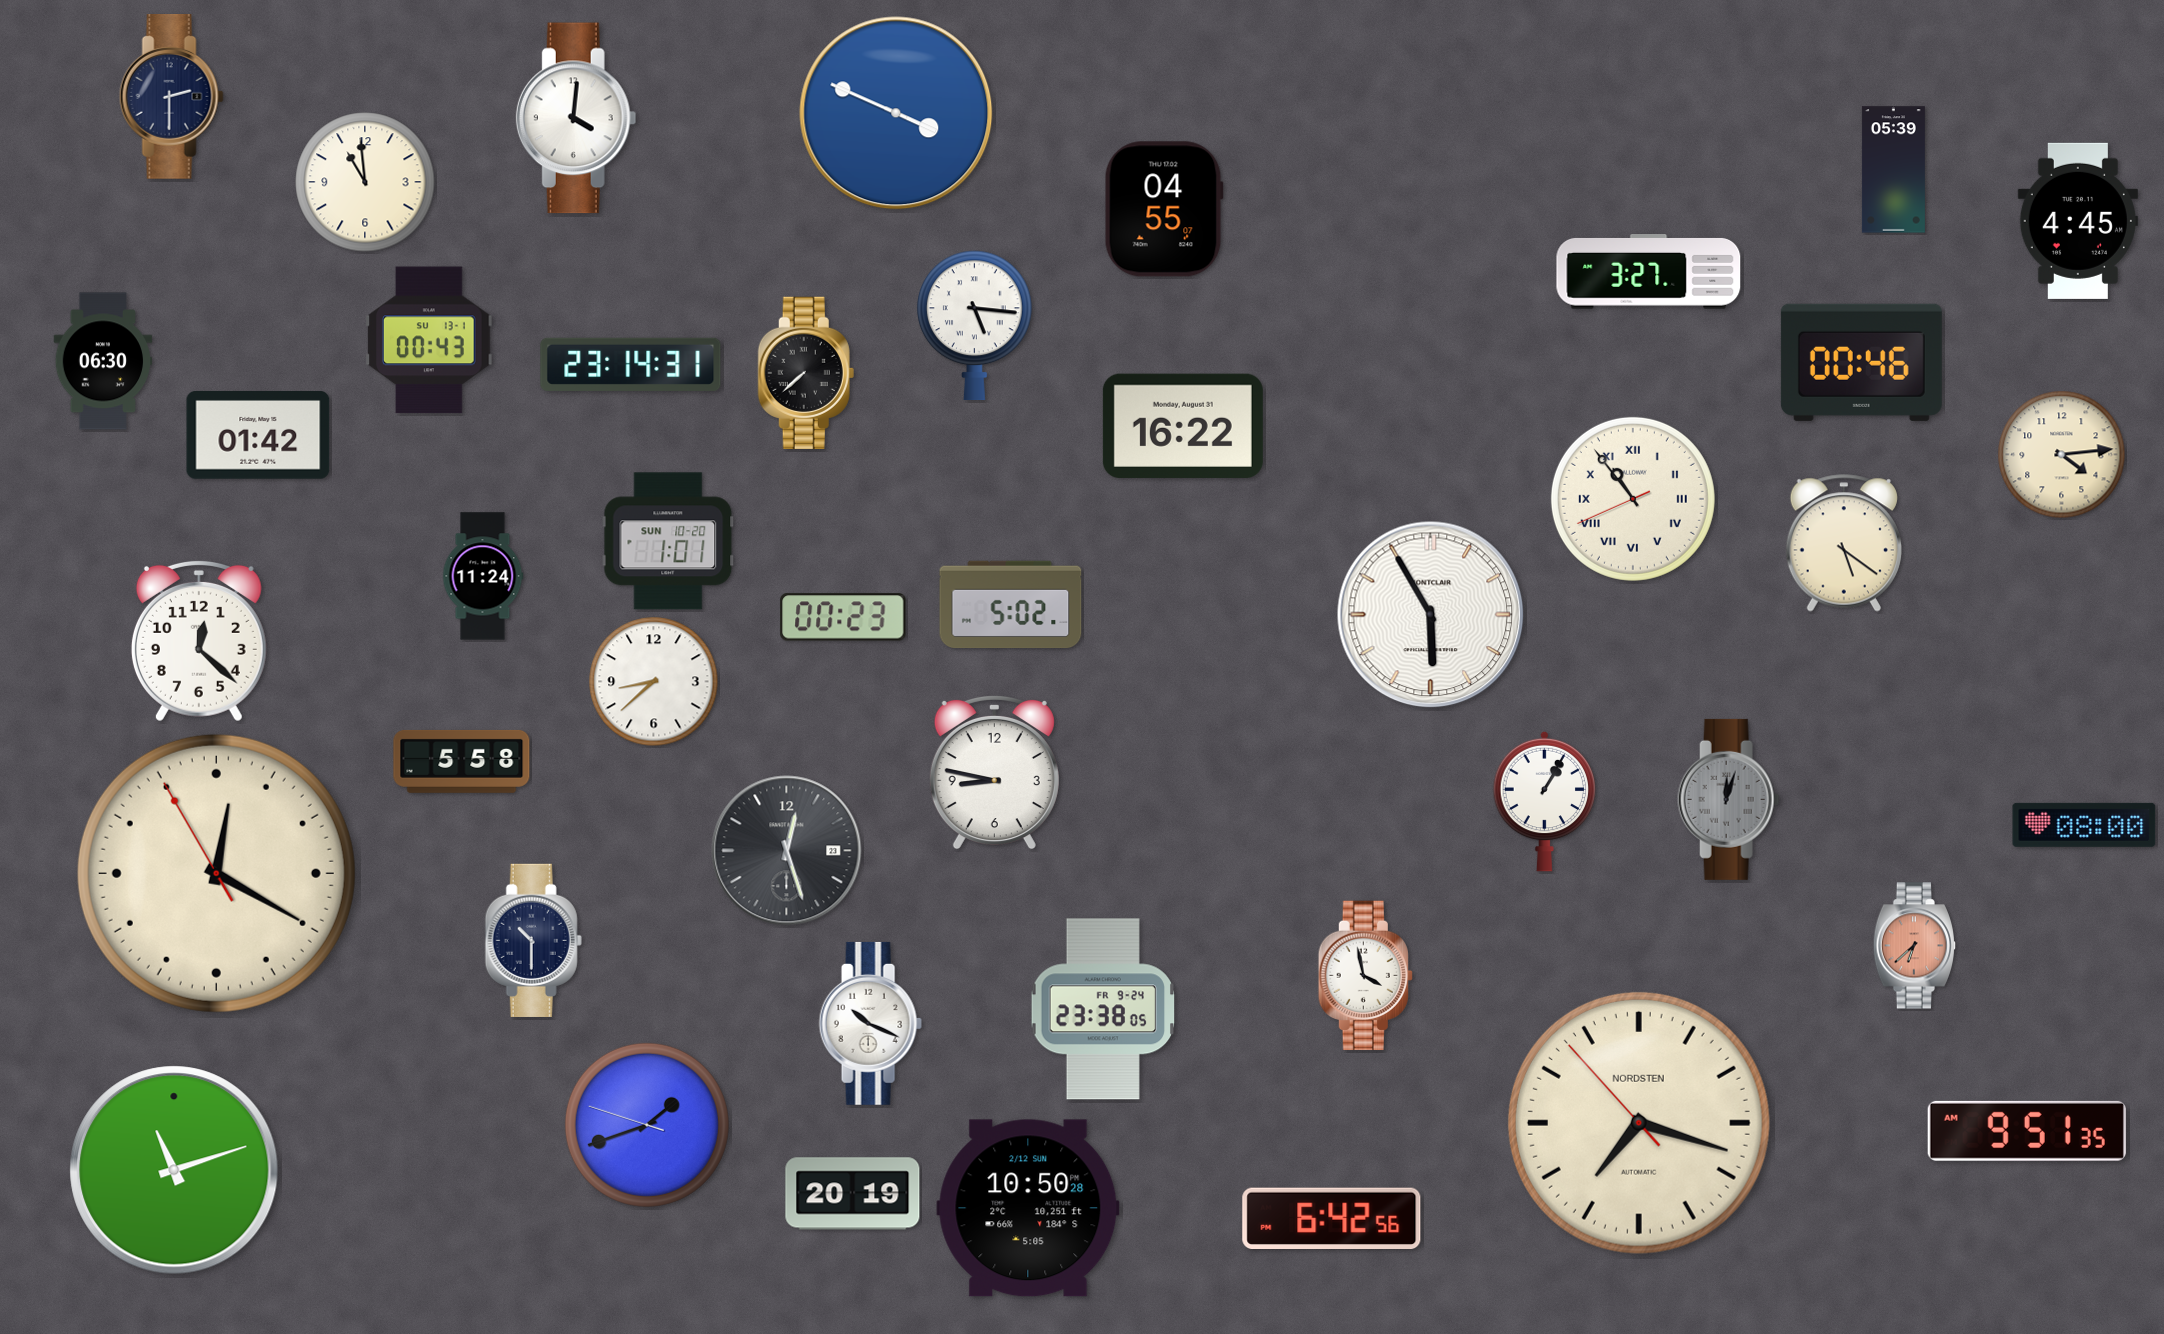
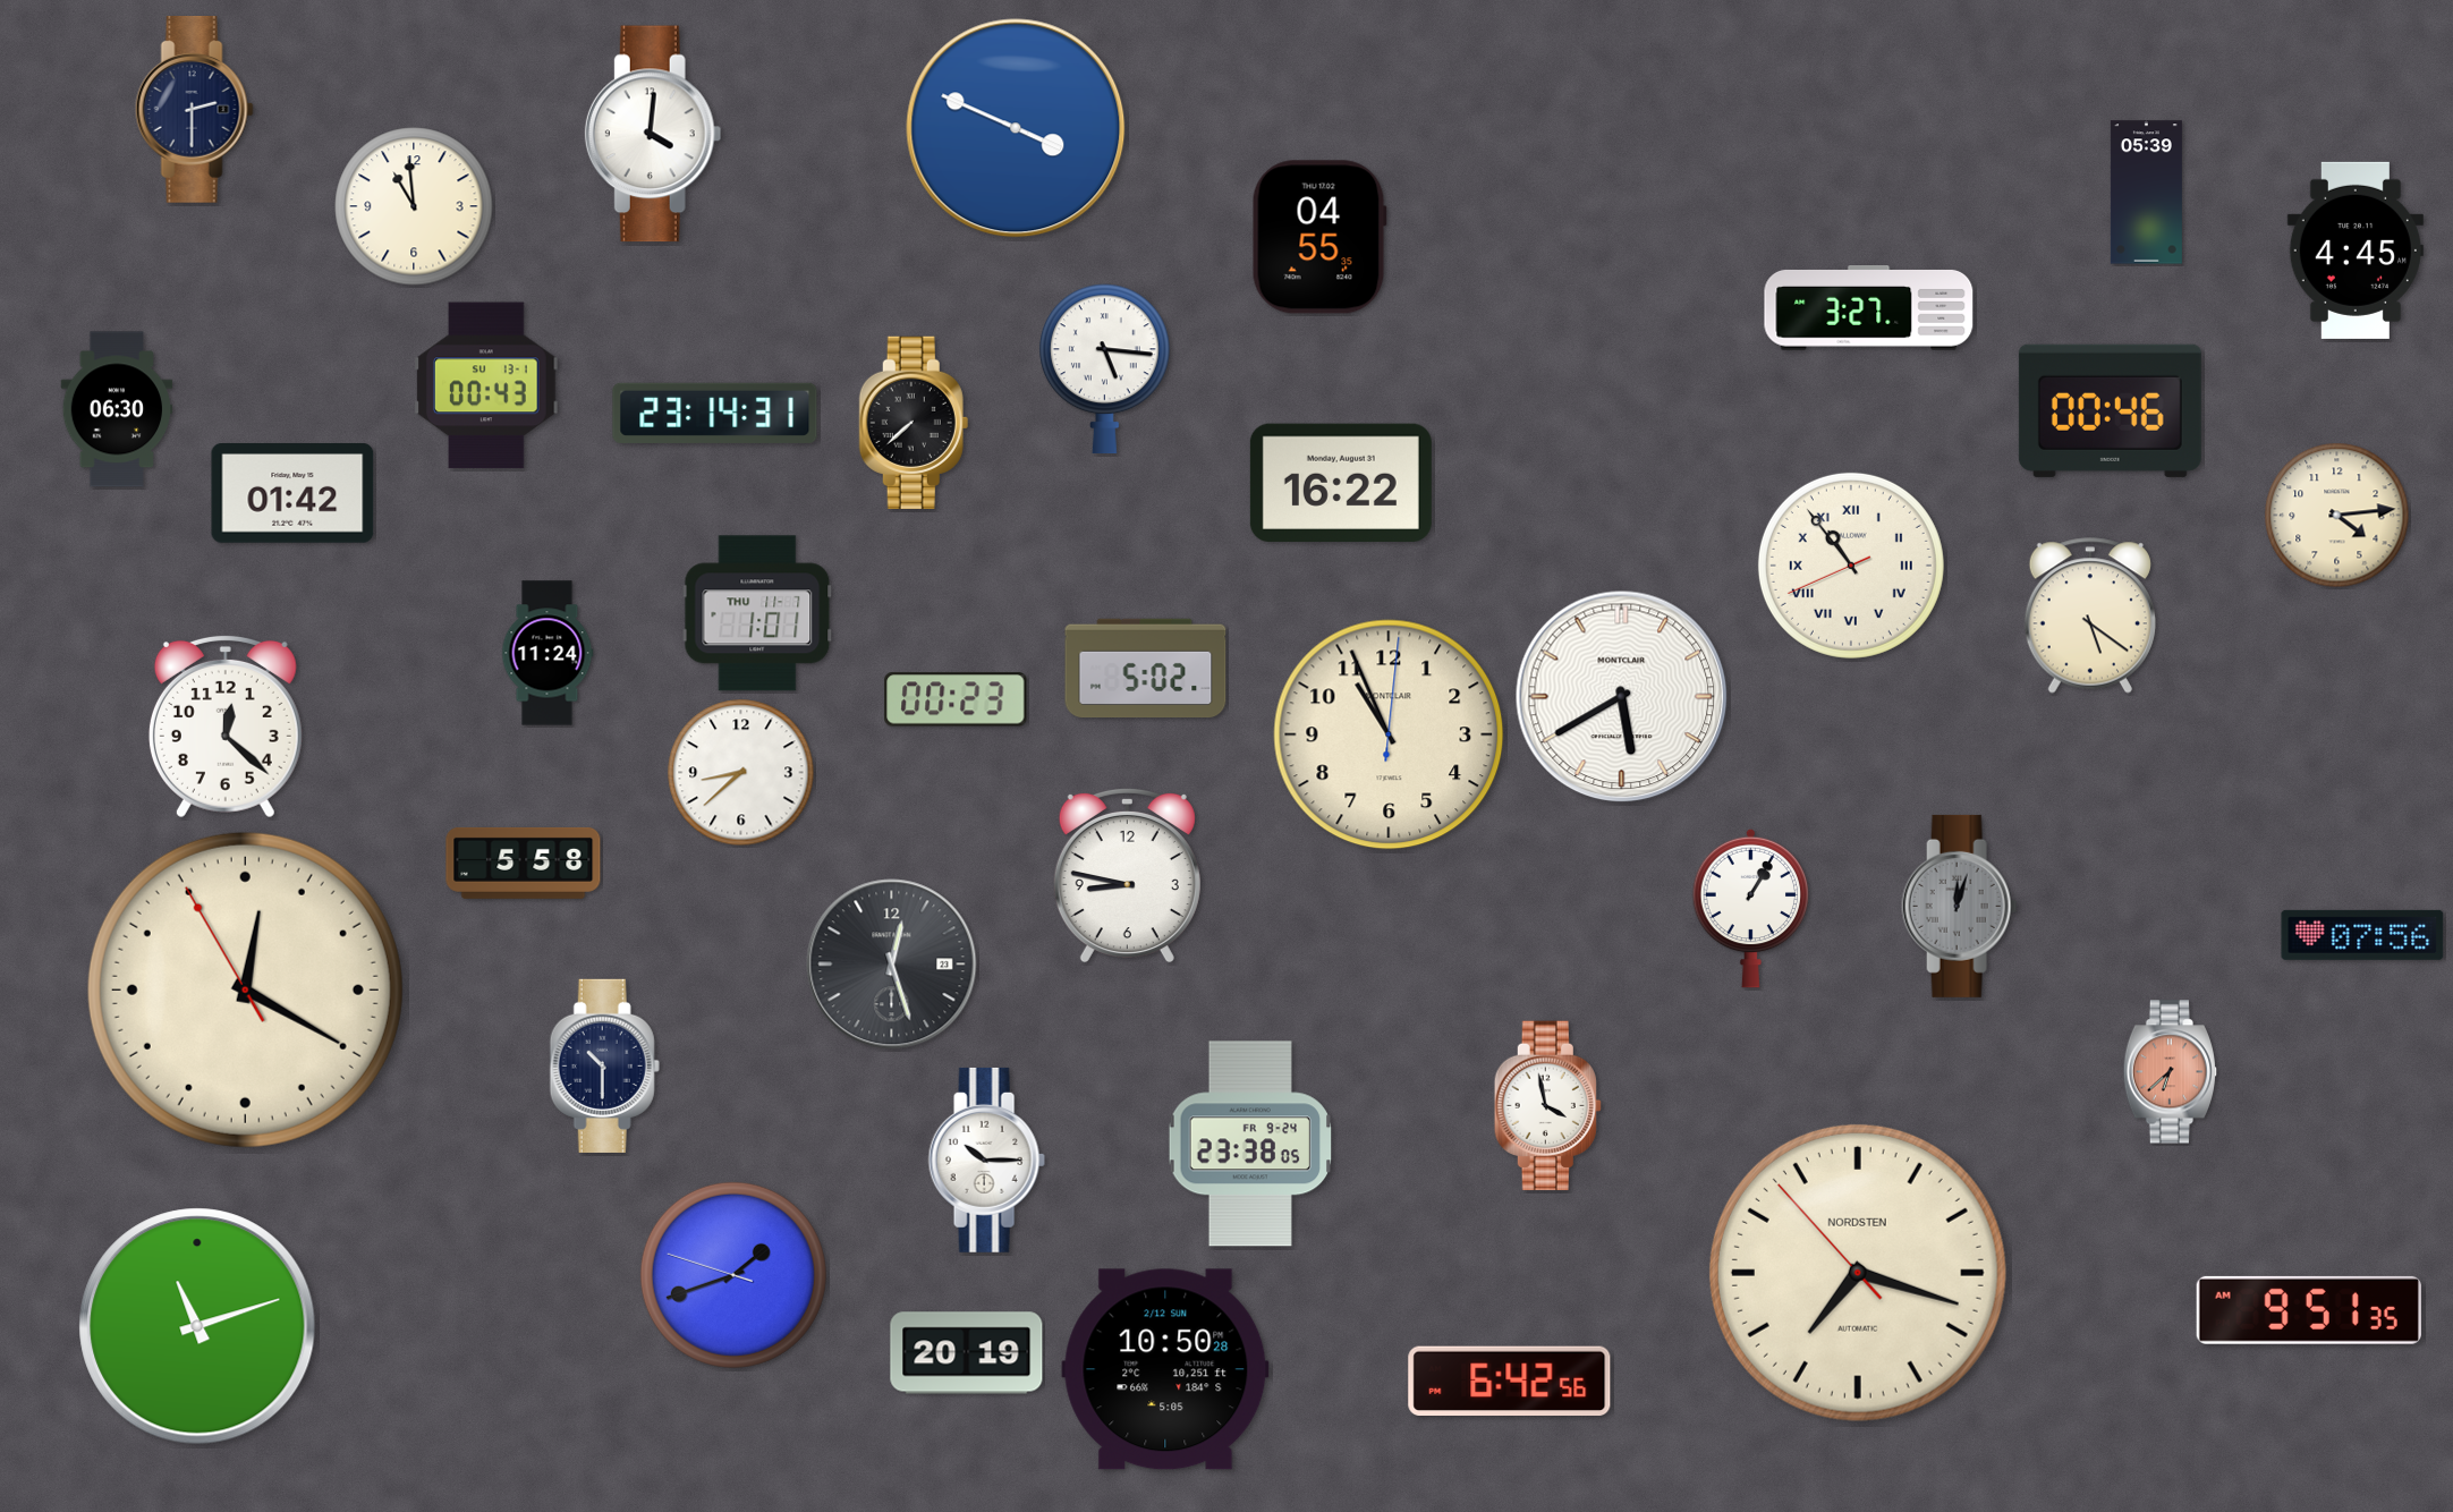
clock at (1164, 209): 04:55:07 -> 04:55:35
clock at (668, 541) date: SUN 10-20 -> THU 11-7
clock at (1011, 605) position: (1011, 605) -> (1146, 669)
clock at (1431, 615): 5:55 -> 5:40
clock at (1389, 734): none -> 10:56
clock at (2084, 825): 08:00 -> 07:56
clock at (870, 1023): 10:19 -> 10:15
clock at (2027, 1131) position: (2027, 1131) -> (2309, 1310)
